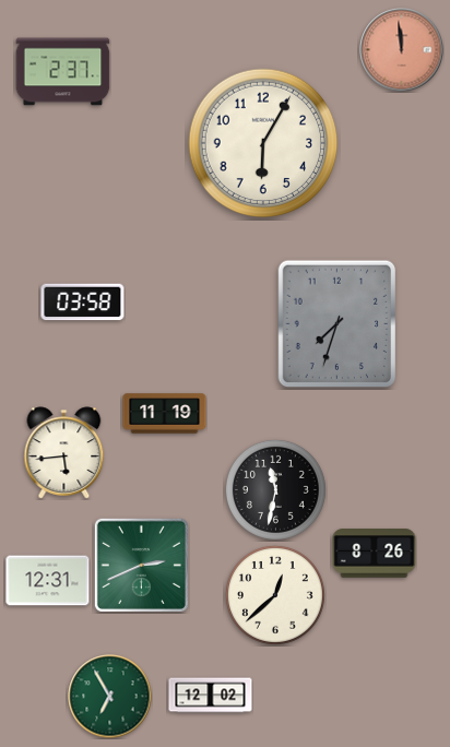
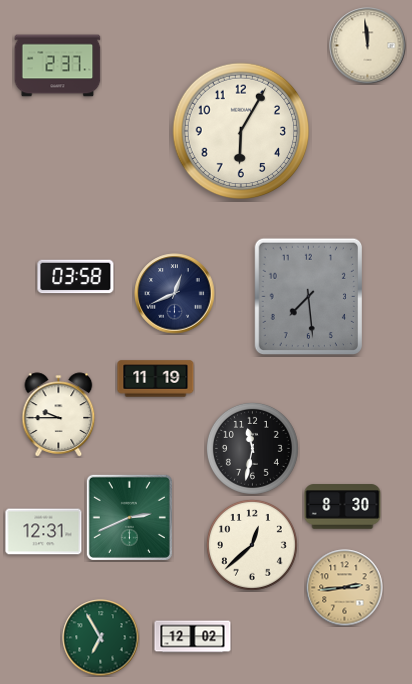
clock at (402, 50) dial: salmon -> cream
clock at (175, 294): none -> 12:41
clock at (336, 324): 7:33 -> 7:29
clock at (165, 414) position: (165, 414) -> (156, 379)
clock at (64, 453): 5:44 -> 9:45
clock at (375, 554): 8:26 -> 8:30
clock at (345, 588): none -> 2:44
